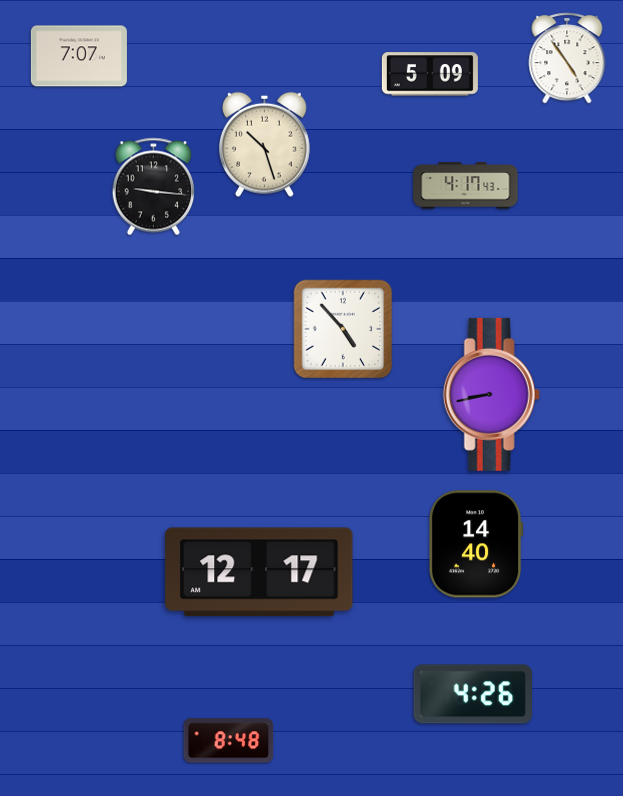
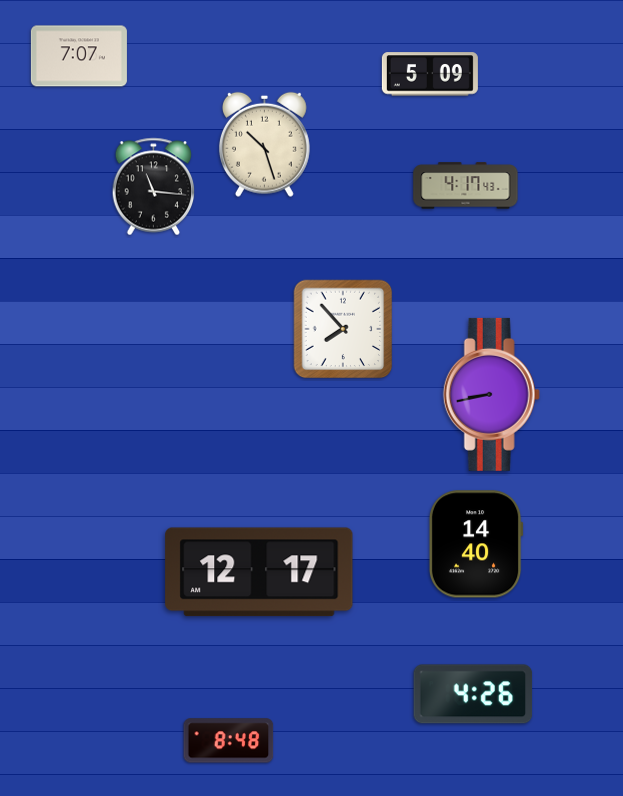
clock at (567, 58): 4:54 -> none
clock at (154, 187): 9:16 -> 11:16
clock at (343, 329): 4:53 -> 7:53
